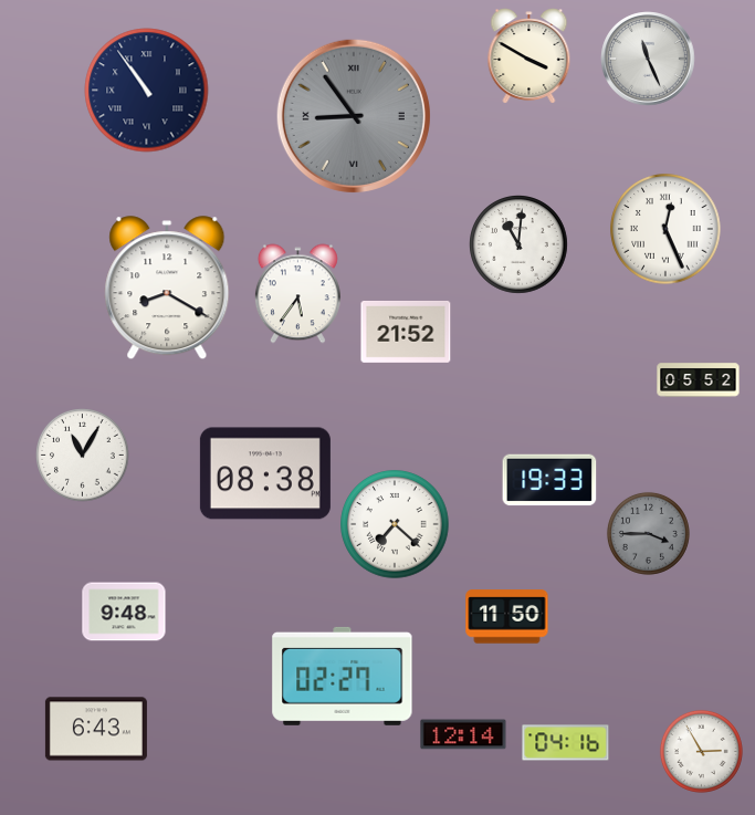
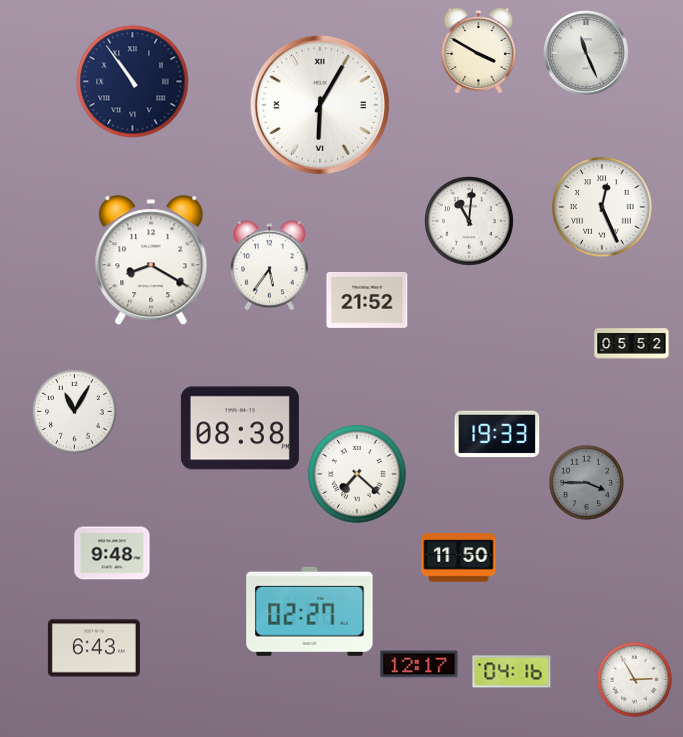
clock at (354, 116): 8:54 -> 6:05
clock at (354, 116) dial: grey -> white
clock at (96, 729) position: (96, 729) -> (94, 648)
clock at (463, 734): 12:14 -> 12:17
